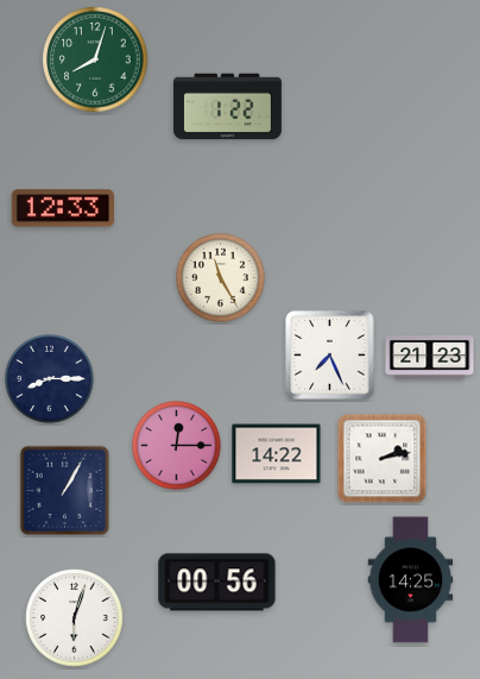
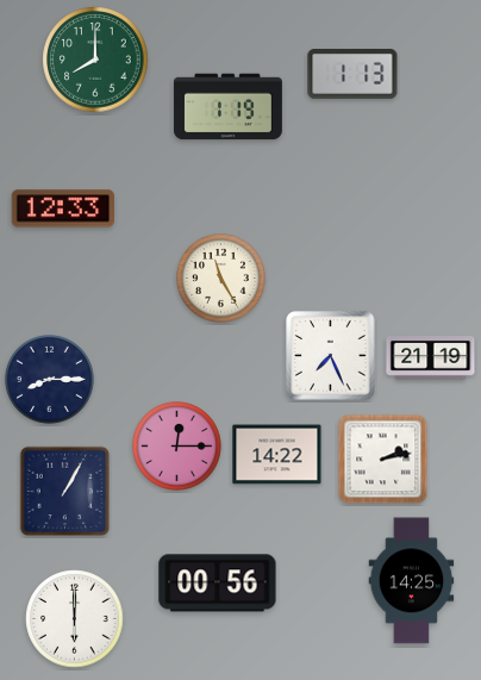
clock at (95, 59): 8:03 -> 8:00
clock at (352, 74): none -> 1:13
clock at (227, 107): 1:22 -> 1:19
clock at (430, 358): 21:23 -> 21:19
clock at (75, 618): 6:03 -> 6:00
